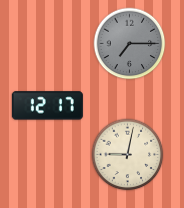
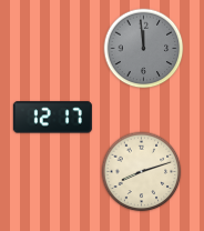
clock at (130, 44): 7:15 -> 11:59
clock at (128, 155): 9:02 -> 8:12
